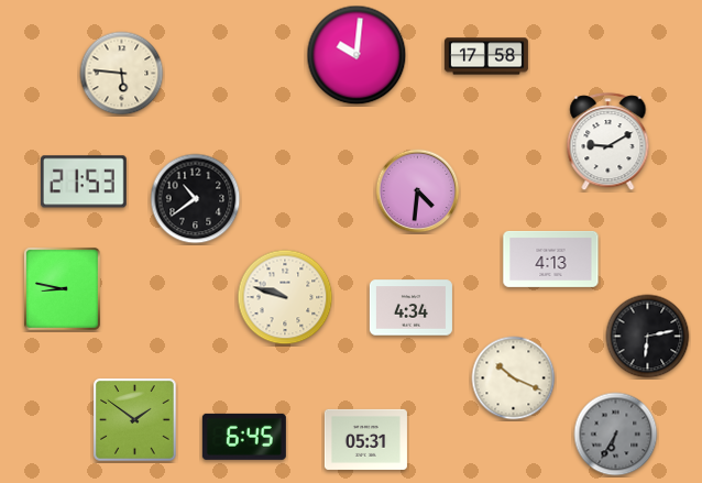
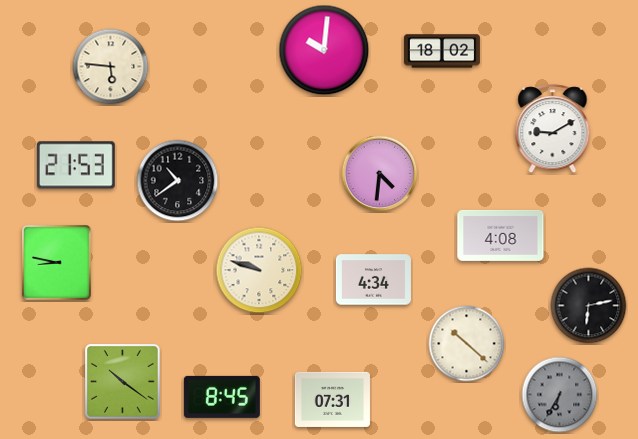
clock at (486, 56): 17:58 -> 18:02
clock at (551, 259): 4:13 -> 4:08
clock at (514, 378): 10:19 -> 10:22
clock at (135, 420): 1:51 -> 10:21
clock at (244, 437): 6:45 -> 8:45
clock at (365, 439): 05:31 -> 07:31
